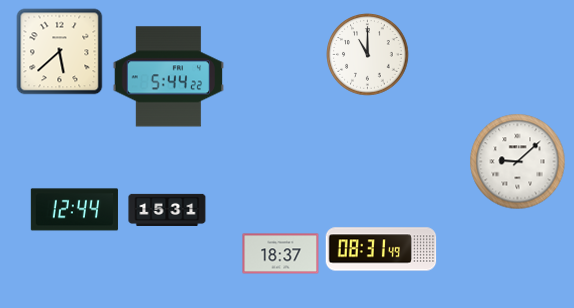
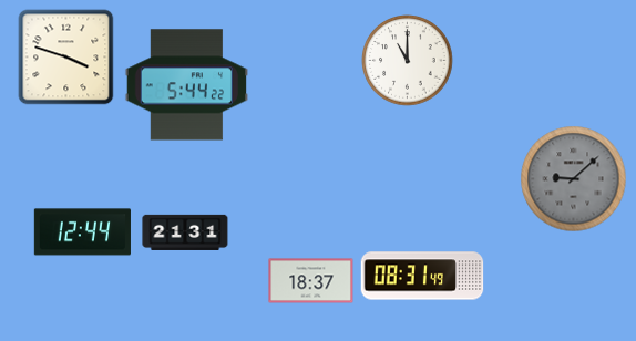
clock at (60, 52): 5:38 -> 3:48
clock at (518, 162) dial: white -> grey
clock at (167, 210): 15:31 -> 21:31
